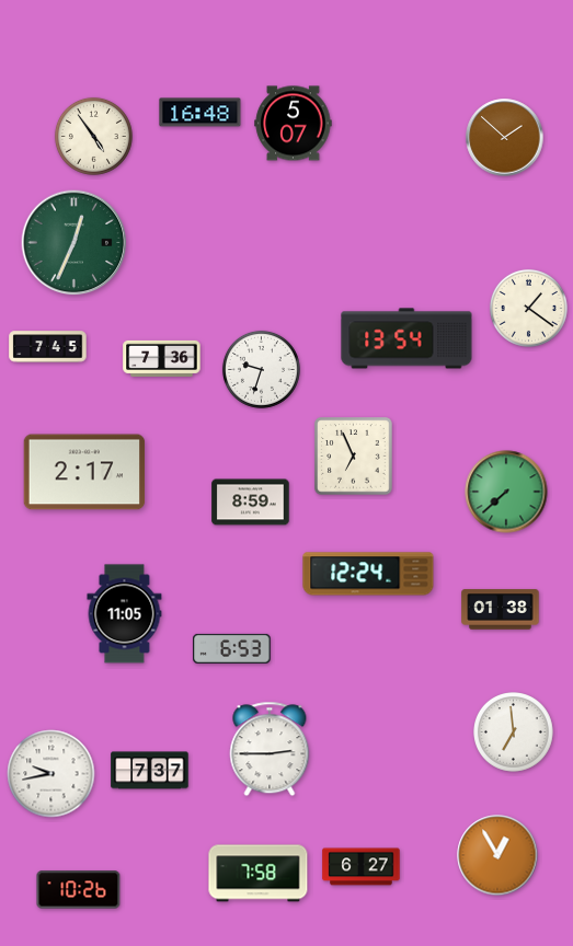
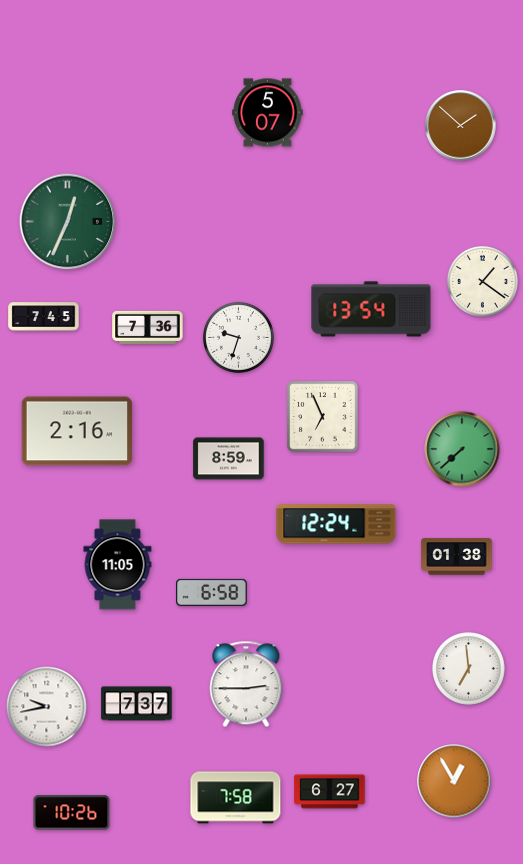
clock at (200, 113): 16:48 -> none
clock at (93, 136): 4:54 -> none
clock at (84, 472): 2:17 -> 2:16
clock at (125, 614) position: (125, 614) -> (118, 565)
clock at (232, 648): 6:53 -> 6:58
